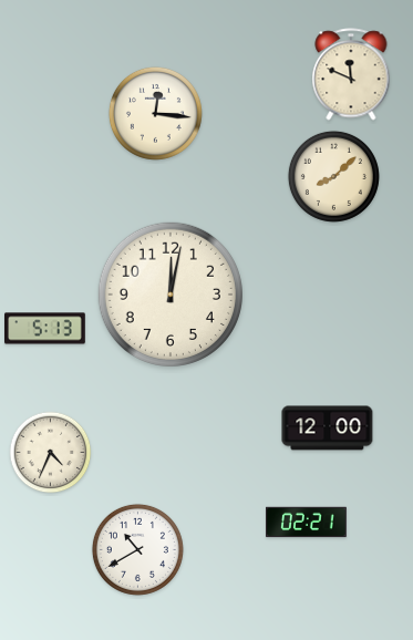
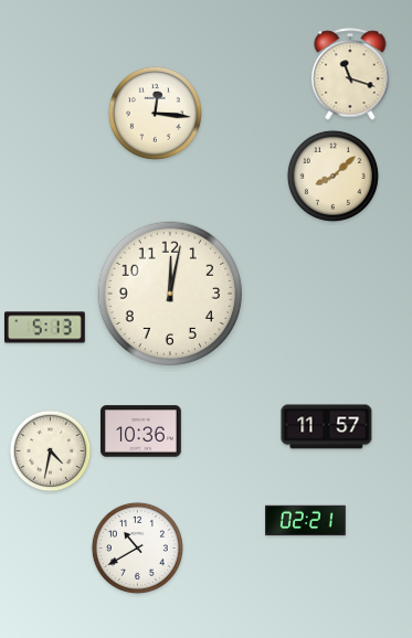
clock at (351, 74): 11:49 -> 11:18
clock at (328, 429): 12:00 -> 11:57
clock at (141, 432): none -> 10:36
clock at (51, 453): 4:34 -> 4:32
